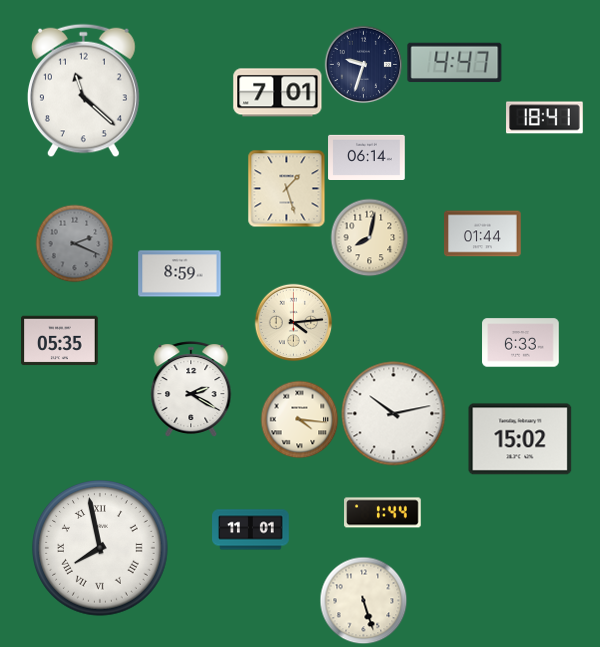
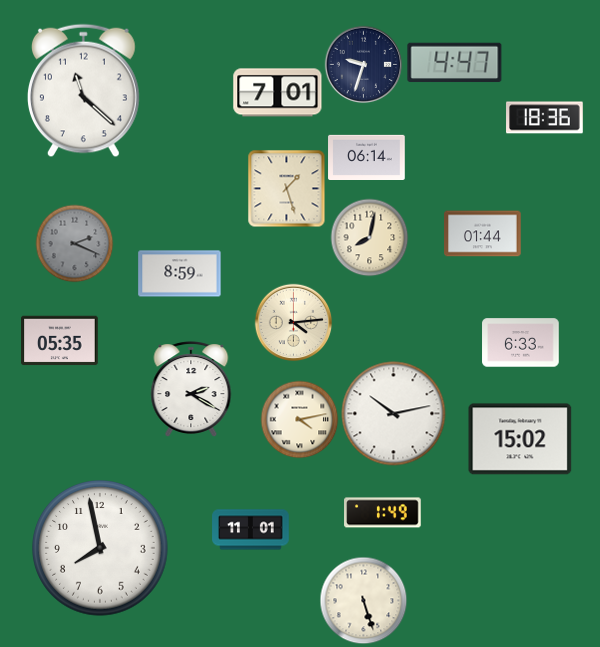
clock at (545, 118): 18:41 -> 18:36
clock at (299, 419): 4:16 -> 4:13
clock at (383, 513): 1:44 -> 1:49
clock at (101, 549) numerals: Roman -> Arabic
